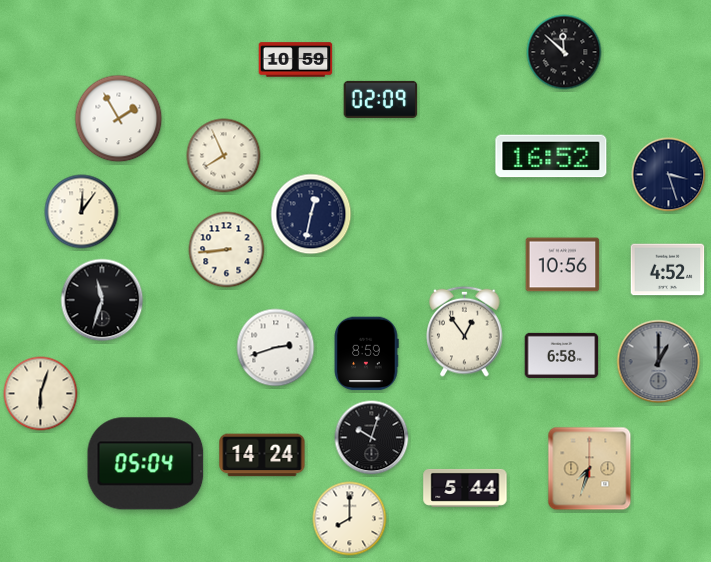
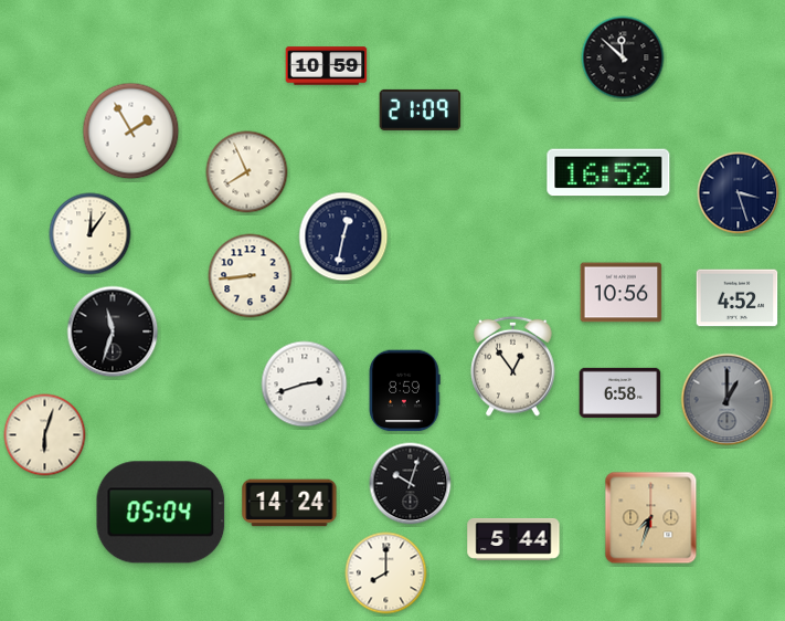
clock at (381, 99): 02:09 -> 21:09
